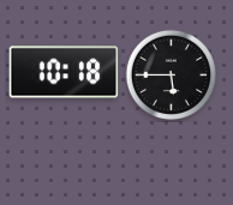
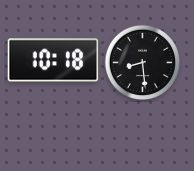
clock at (171, 74): 5:45 -> 8:29
